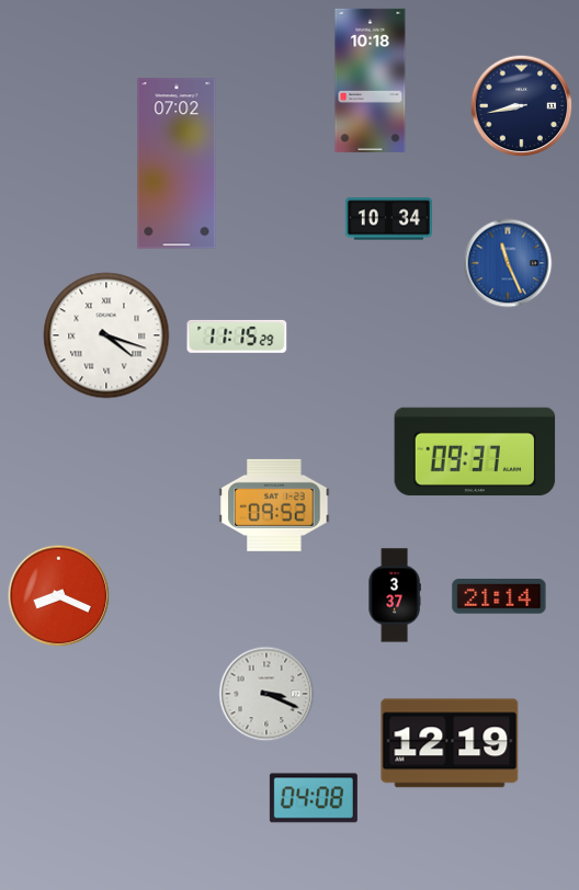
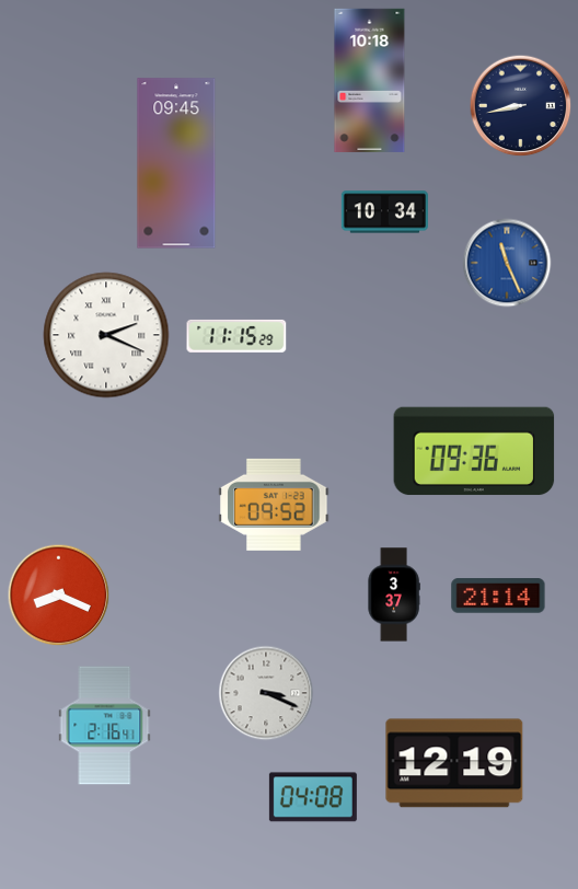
clock at (177, 163): 07:02 -> 09:45
clock at (388, 219) position: (388, 219) -> (384, 212)
clock at (106, 335): 4:18 -> 2:19
clock at (475, 452): 09:37 -> 09:36
clock at (105, 726): none -> 2:16
clock at (450, 743) position: (450, 743) -> (454, 763)
